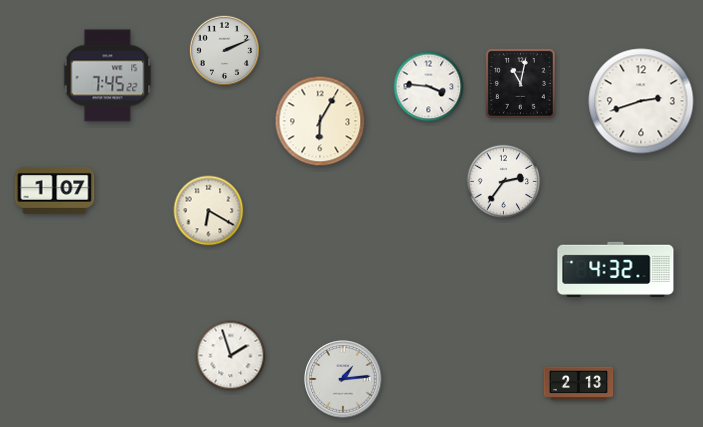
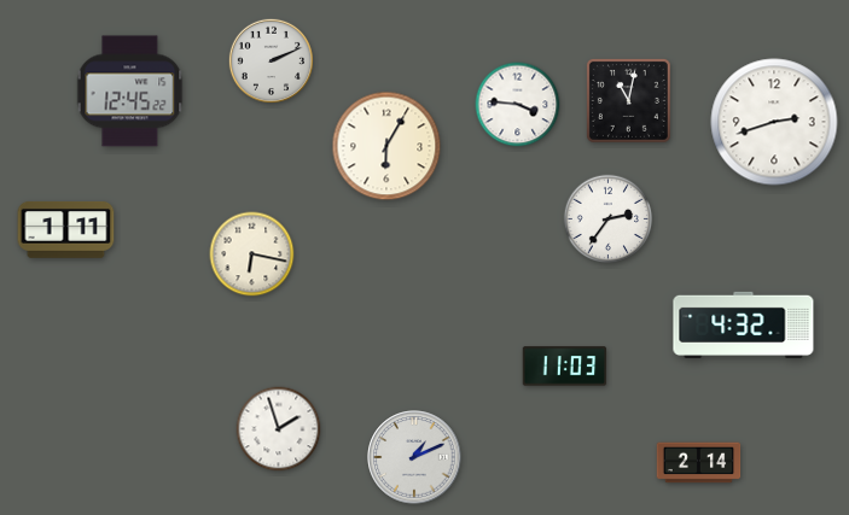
clock at (108, 76): 7:45 -> 12:45
clock at (55, 190): 1:07 -> 1:11
clock at (209, 211): 6:20 -> 6:17
clock at (565, 367): none -> 11:03
clock at (343, 379): 1:14 -> 1:11
clock at (579, 384): 2:13 -> 2:14
